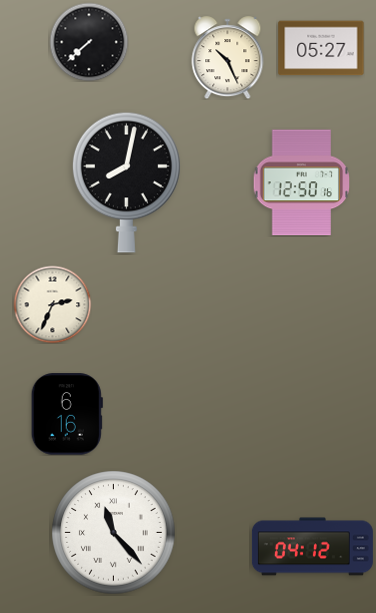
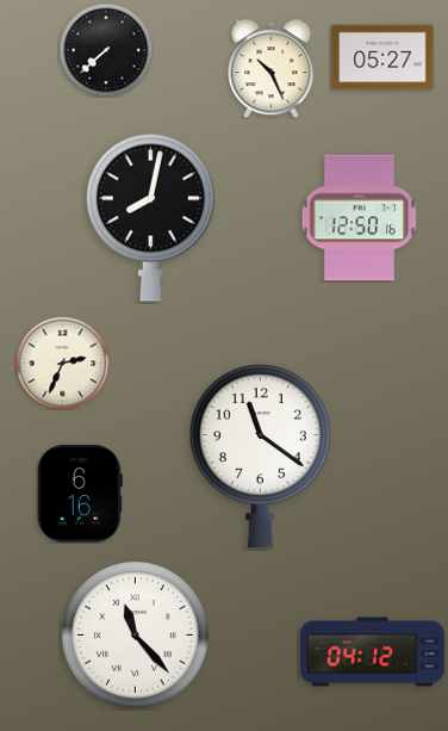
clock at (260, 456): none -> 11:21
